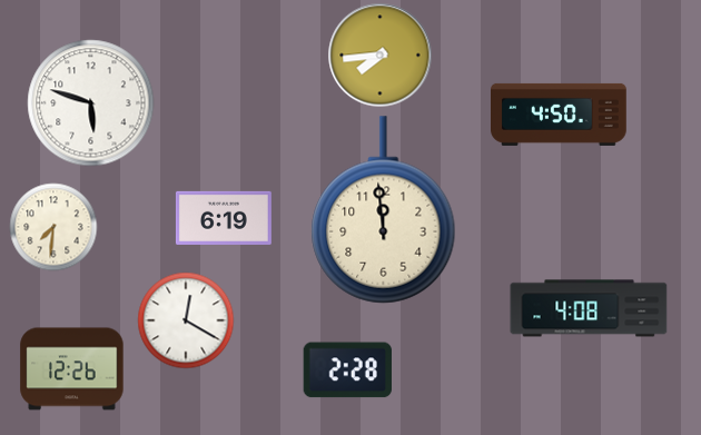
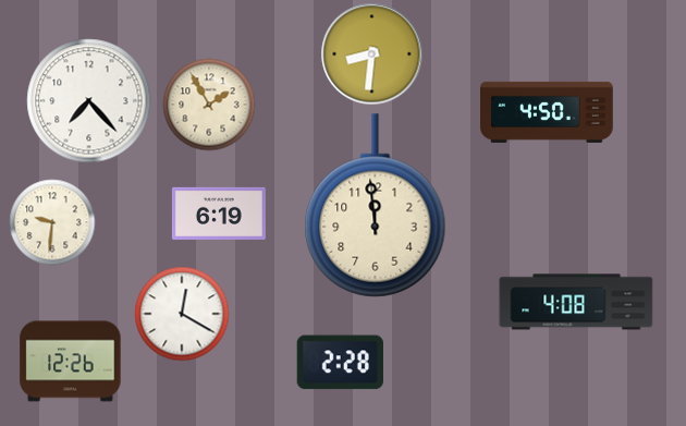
clock at (381, 56): 7:44 -> 8:31
clock at (91, 103): 5:48 -> 7:23
clock at (209, 105): none -> 1:55
clock at (53, 227): 7:31 -> 9:31
